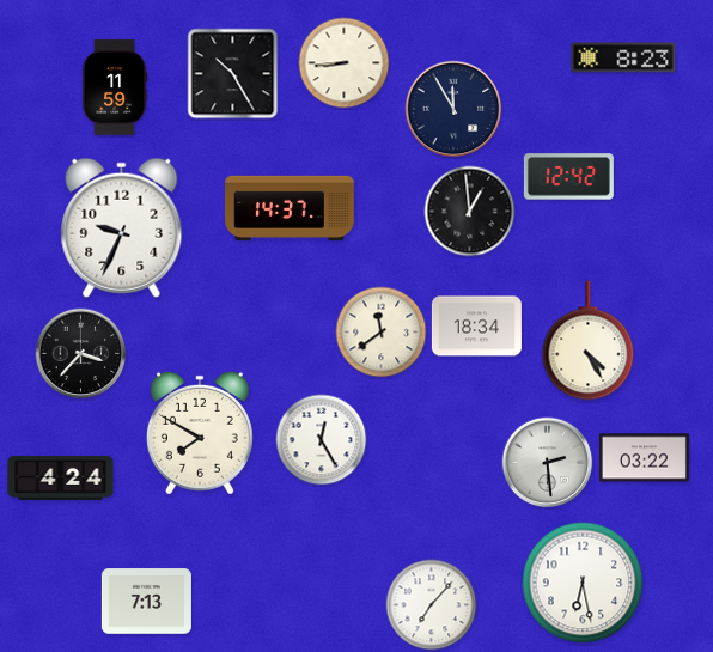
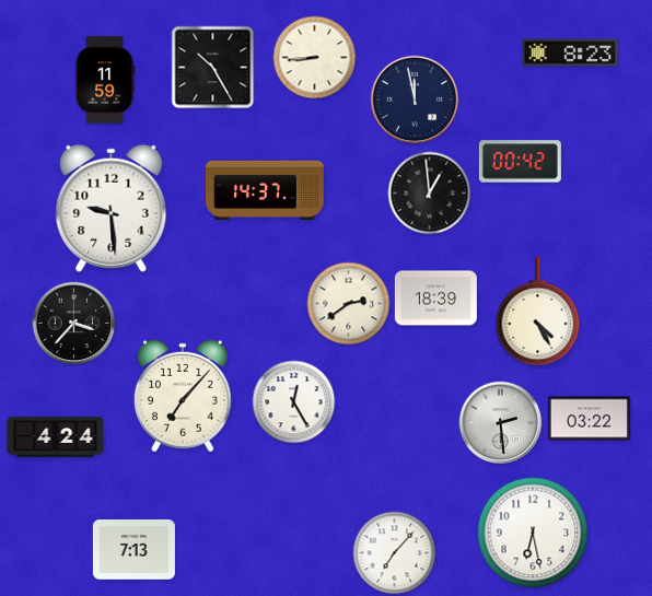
clock at (453, 109): 11:55 -> 11:58
clock at (568, 177): 12:42 -> 00:42
clock at (122, 227): 9:34 -> 9:29
clock at (476, 327): 18:34 -> 18:39
clock at (382, 333): 11:39 -> 2:39
clock at (200, 433): 7:50 -> 7:07
